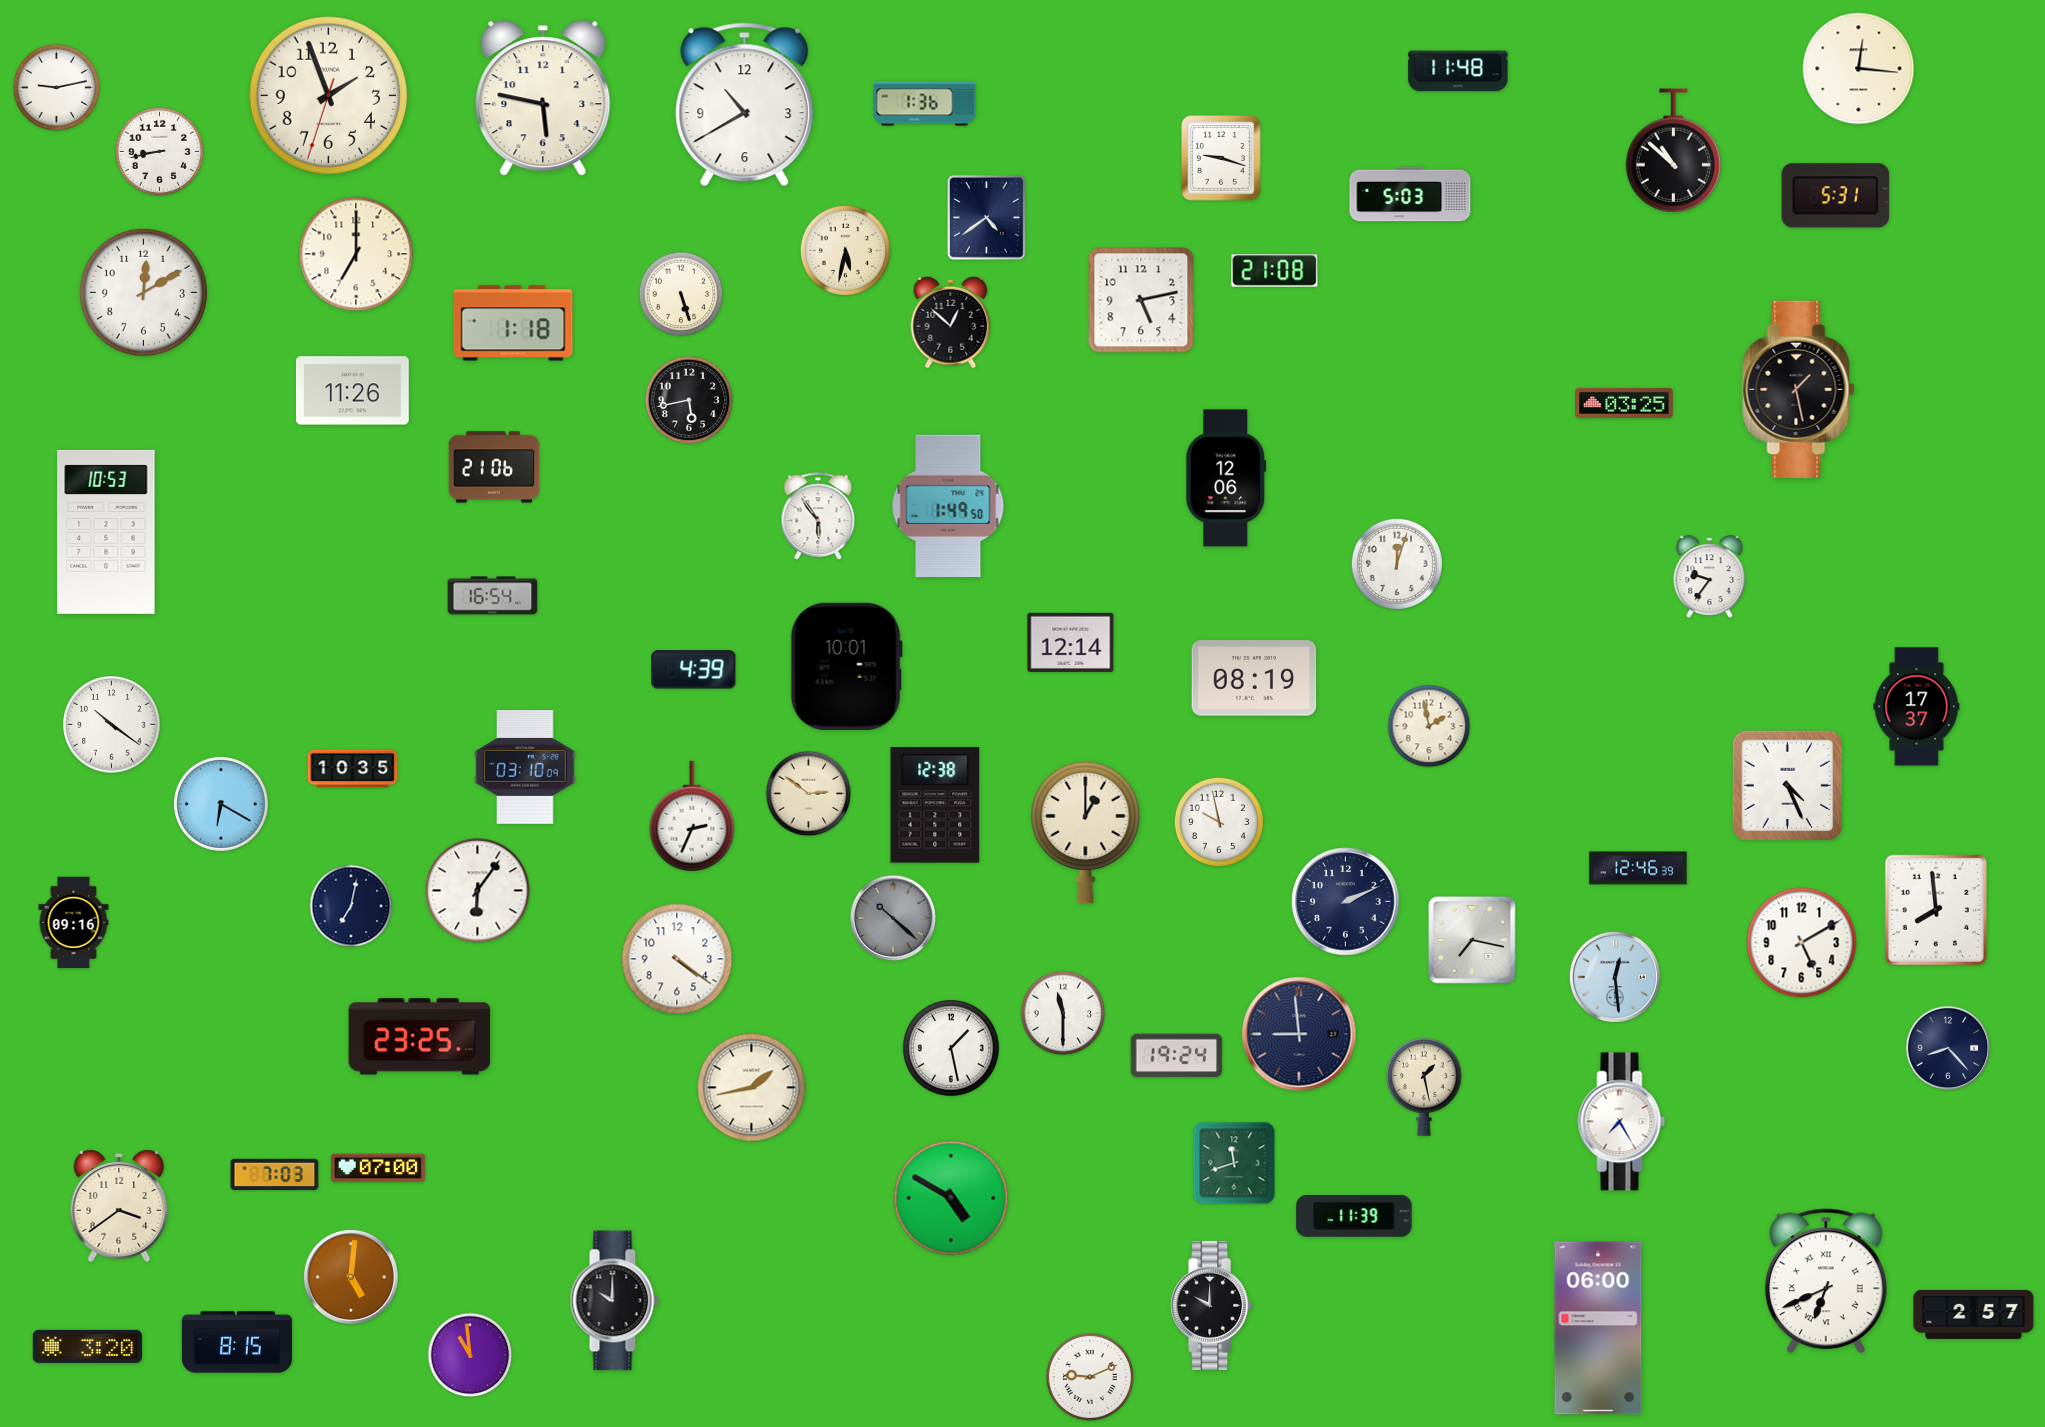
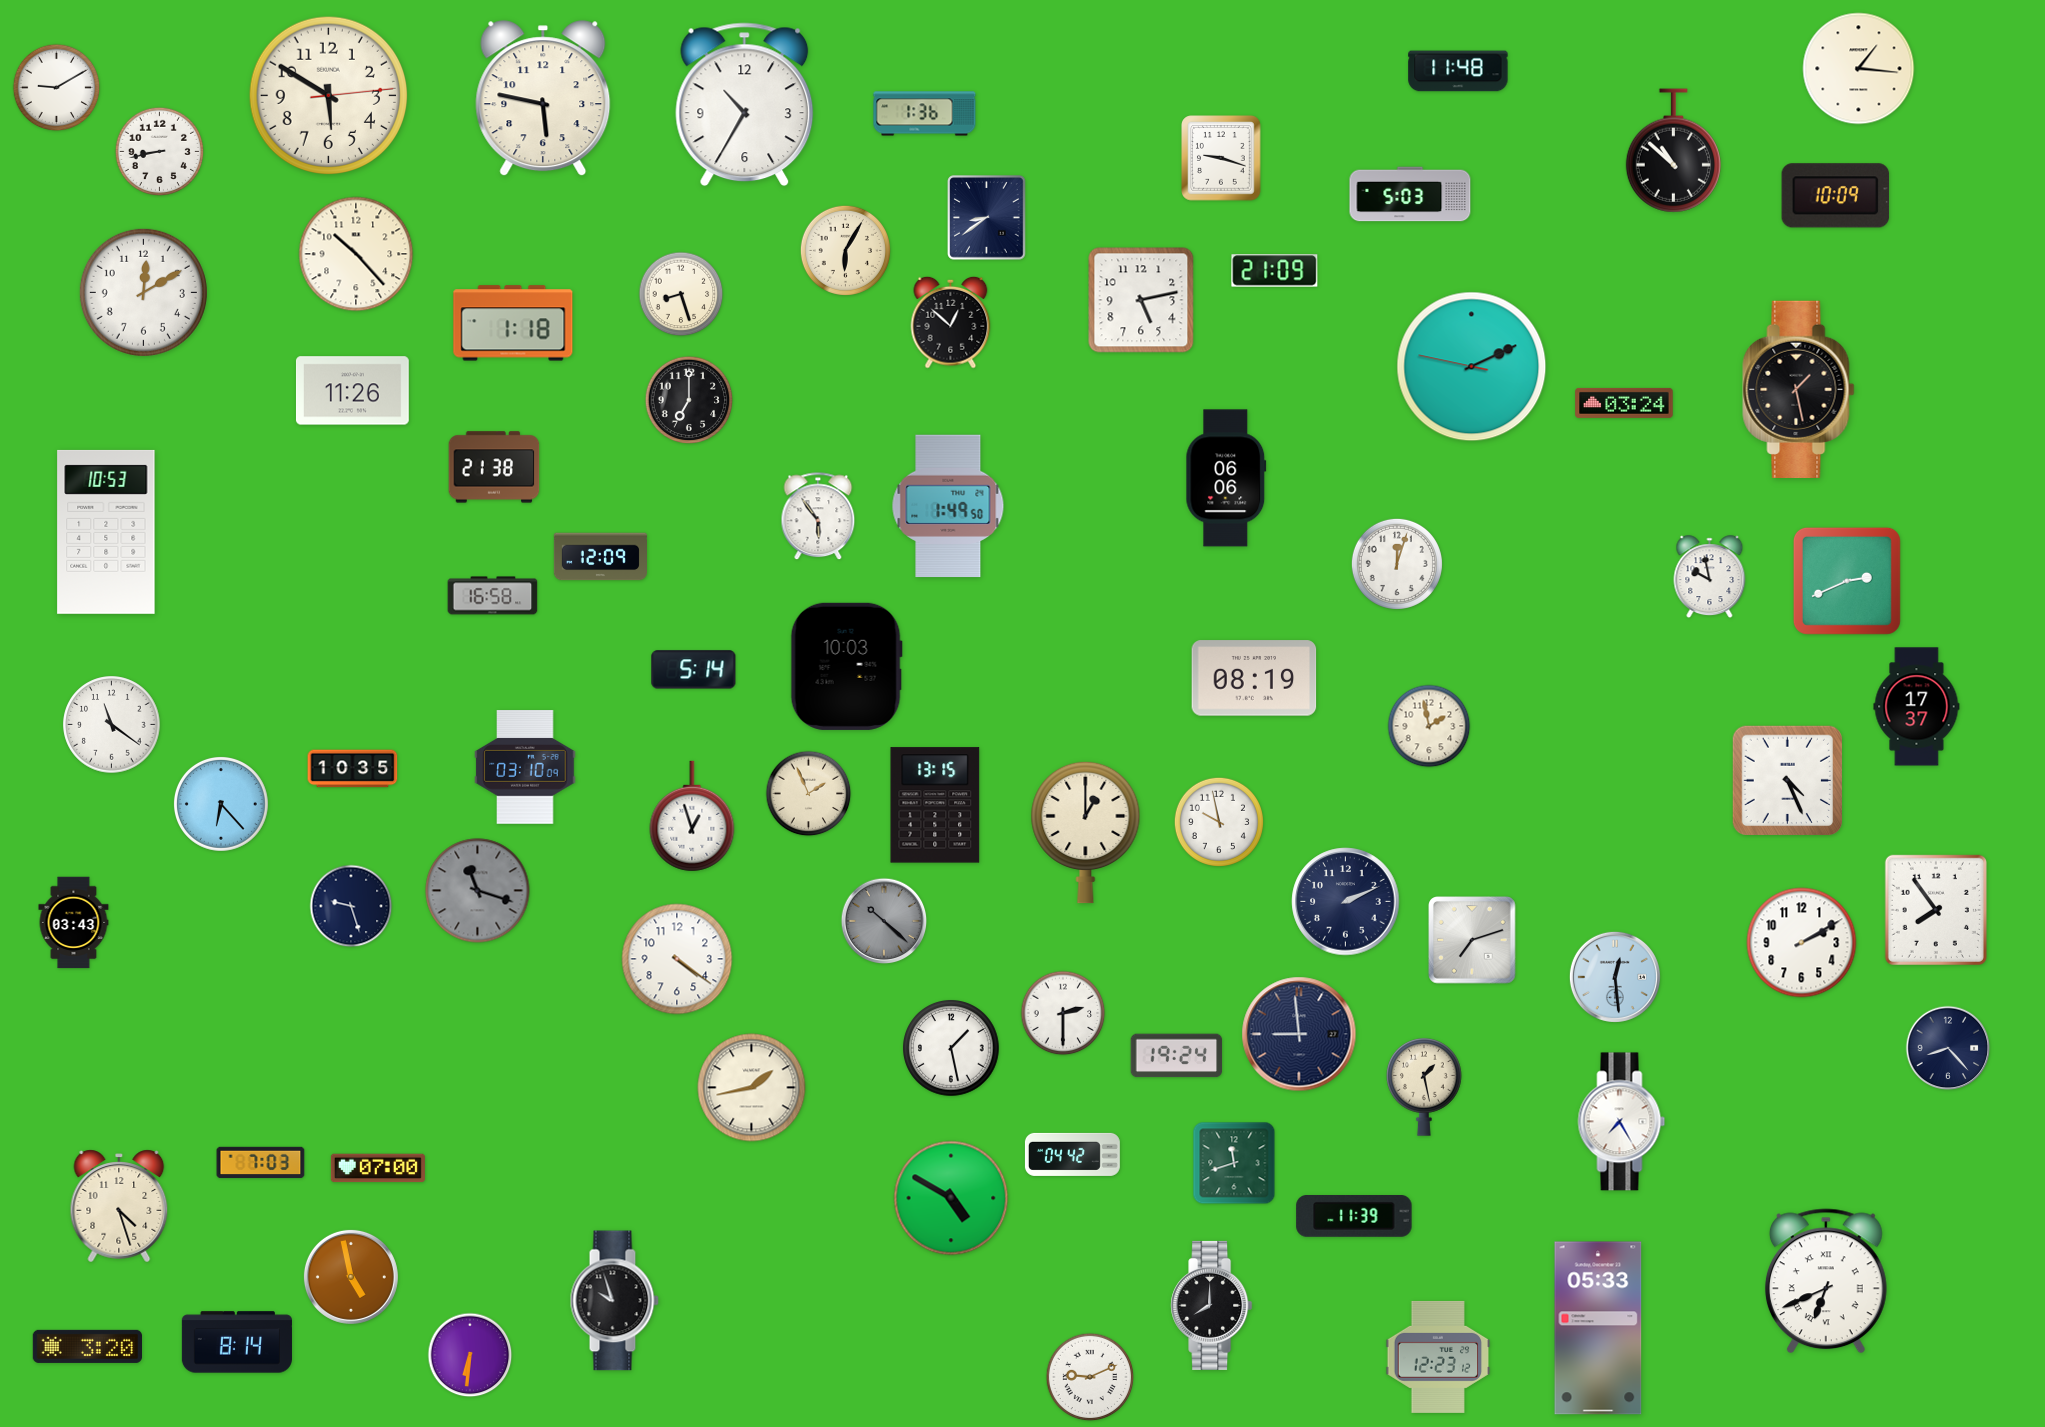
clock at (1859, 69): 12:16 -> 1:16
clock at (57, 88): 9:13 -> 9:10
clock at (329, 96): 1:56 -> 5:50
clock at (925, 104) position: (925, 104) -> (925, 114)
clock at (745, 105): 10:40 -> 10:35
clock at (1836, 196): 5:31 -> 10:09
clock at (987, 218): 4:39 -> 8:39
clock at (845, 250): 5:32 -> 6:05
clock at (356, 254): 7:00 -> 10:23
clock at (1275, 271): 21:08 -> 21:09
clock at (681, 294): 5:27 -> 8:27
clock at (1472, 367): none -> 2:10
clock at (689, 400): 5:43 -> 7:00
clock at (1624, 403): 03:25 -> 03:24
clock at (494, 467): 21:06 -> 21:38
clock at (1226, 478): 12:06 -> 06:06
clock at (600, 557): none -> 12:09
clock at (1710, 577): 9:36 -> 9:58
clock at (1847, 581): none -> 2:41
clock at (493, 596): 16:54 -> 16:58
clock at (1071, 642): 12:14 -> none
clock at (846, 666): 10:01 -> 10:03
clock at (694, 670): 4:39 -> 5:14
clock at (112, 725): 10:21 -> 11:21
clock at (1788, 786) position: (1788, 786) -> (1788, 781)
clock at (809, 794): 2:51 -> 1:56
clock at (221, 804): 6:20 -> 6:23
clock at (935, 805): 12:38 -> 13:15
clock at (692, 816): 2:34 -> 12:57
clock at (1638, 868): 12:46 -> none
clock at (478, 891): 6:06 -> 11:18
clock at (478, 891) dial: white -> grey
clock at (351, 906): 7:02 -> 9:27
clock at (1936, 910): 7:59 -> 7:54
clock at (893, 918) position: (893, 918) -> (884, 921)
clock at (74, 923): 09:16 -> 03:43
clock at (1472, 940): 7:17 -> 7:12
clock at (1802, 943): 5:10 -> 2:10
clock at (1063, 1013): 11:30 -> 2:30
clock at (420, 1037): 23:25 -> none
clock at (1072, 1154): none -> 04:42
clock at (275, 1175) position: (275, 1175) -> (261, 1163)
clock at (119, 1206): 3:39 -> 4:27
clock at (351, 1277): 5:01 -> 4:58
clock at (614, 1301): 10:00 -> 9:57
clock at (1212, 1305): 10:00 -> 8:00
clock at (1974, 1314): 2:57 -> none
clock at (1598, 1328): 06:00 -> 05:33
clock at (237, 1342): 8:15 -> 8:14
clock at (470, 1355): 10:59 -> 6:31
clock at (1438, 1357): none -> 12:23
